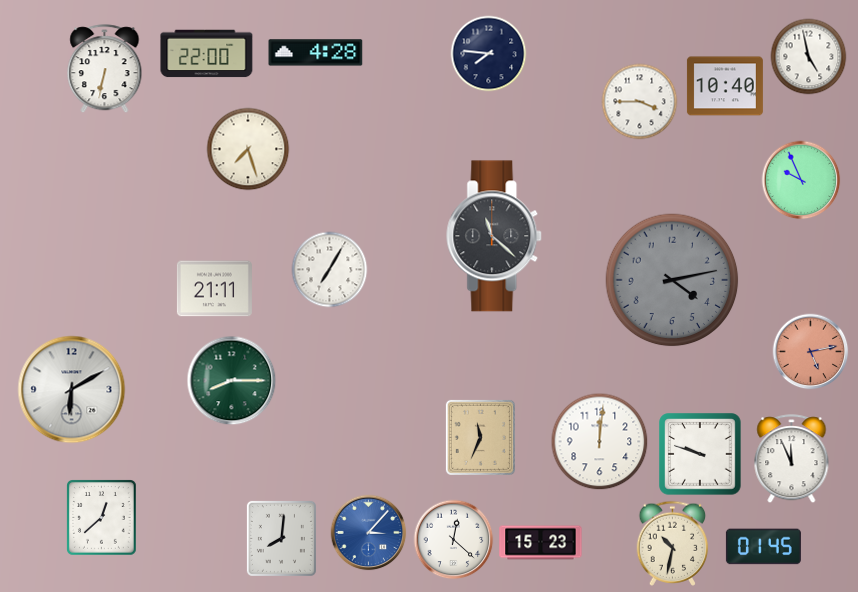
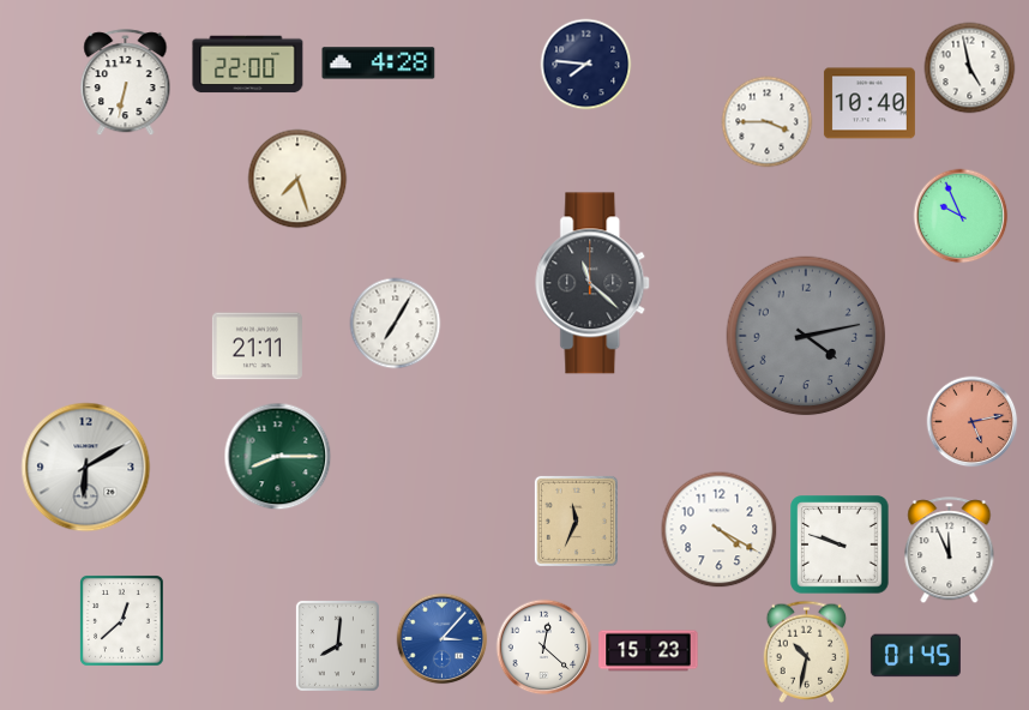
clock at (480, 437) position: (480, 437) -> (576, 521)
clock at (600, 442): 12:01 -> 4:20
